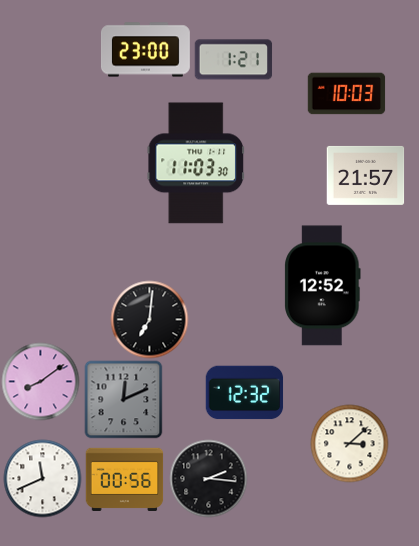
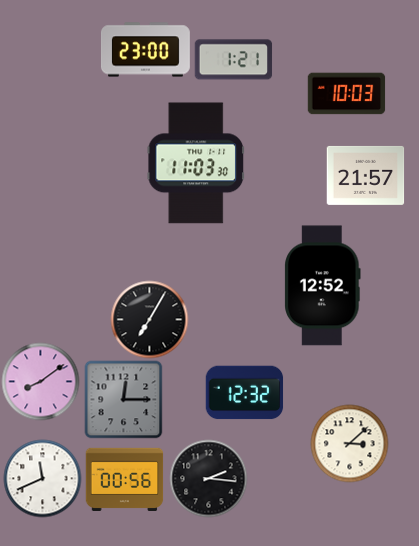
clock at (149, 319): 7:01 -> 7:05
clock at (123, 399): 12:11 -> 12:15
